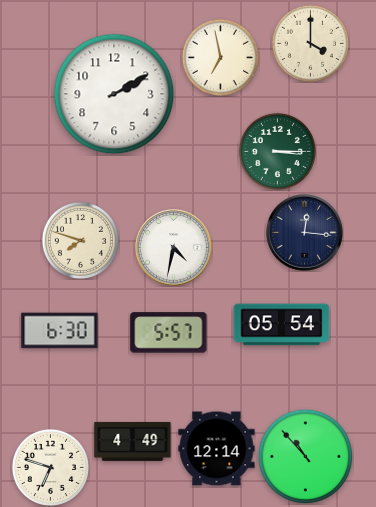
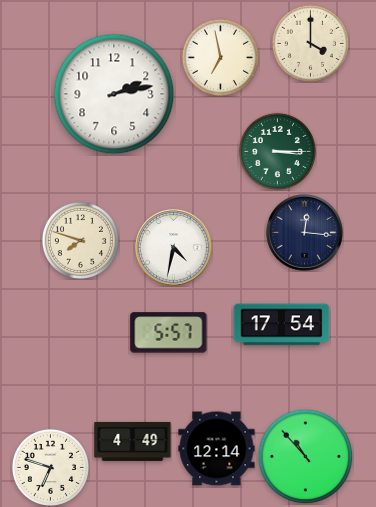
clock at (114, 94): 2:10 -> 2:13
clock at (282, 325): 05:54 -> 17:54
clock at (60, 331): 6:30 -> none
